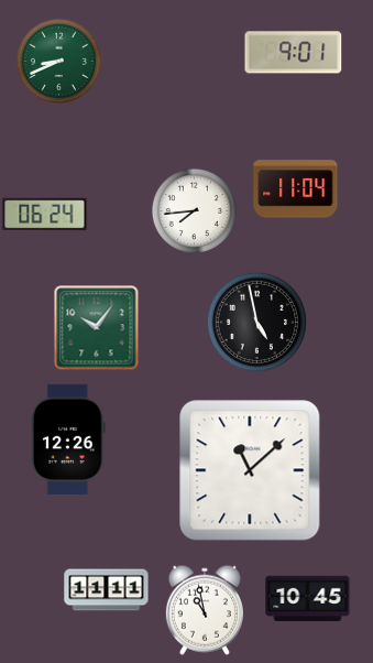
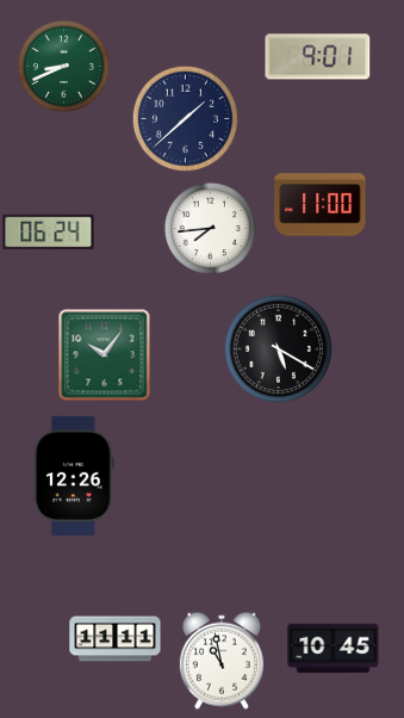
clock at (185, 118): none -> 1:38
clock at (296, 189): 11:04 -> 11:00
clock at (256, 322): 4:58 -> 5:20
clock at (250, 470): 11:08 -> none
